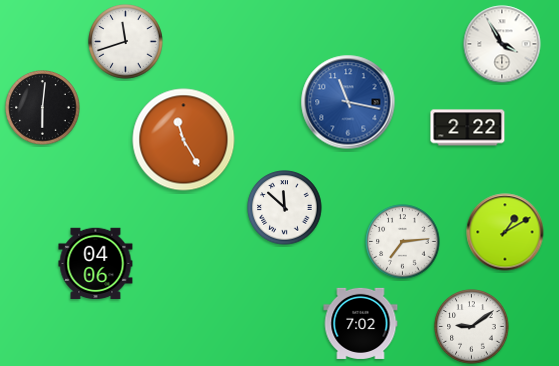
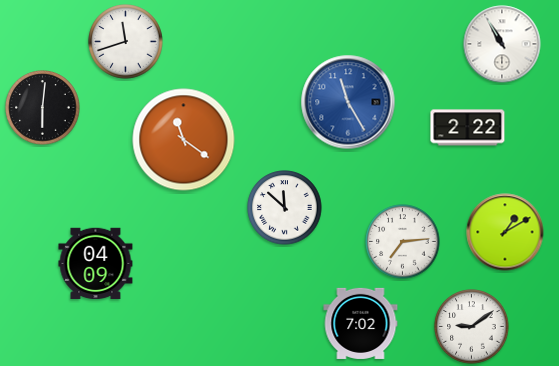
clock at (502, 44): 3:55 -> 10:55
clock at (348, 102): 11:17 -> 11:25
clock at (184, 140): 11:25 -> 11:21
clock at (96, 264): 04:06 -> 04:09
